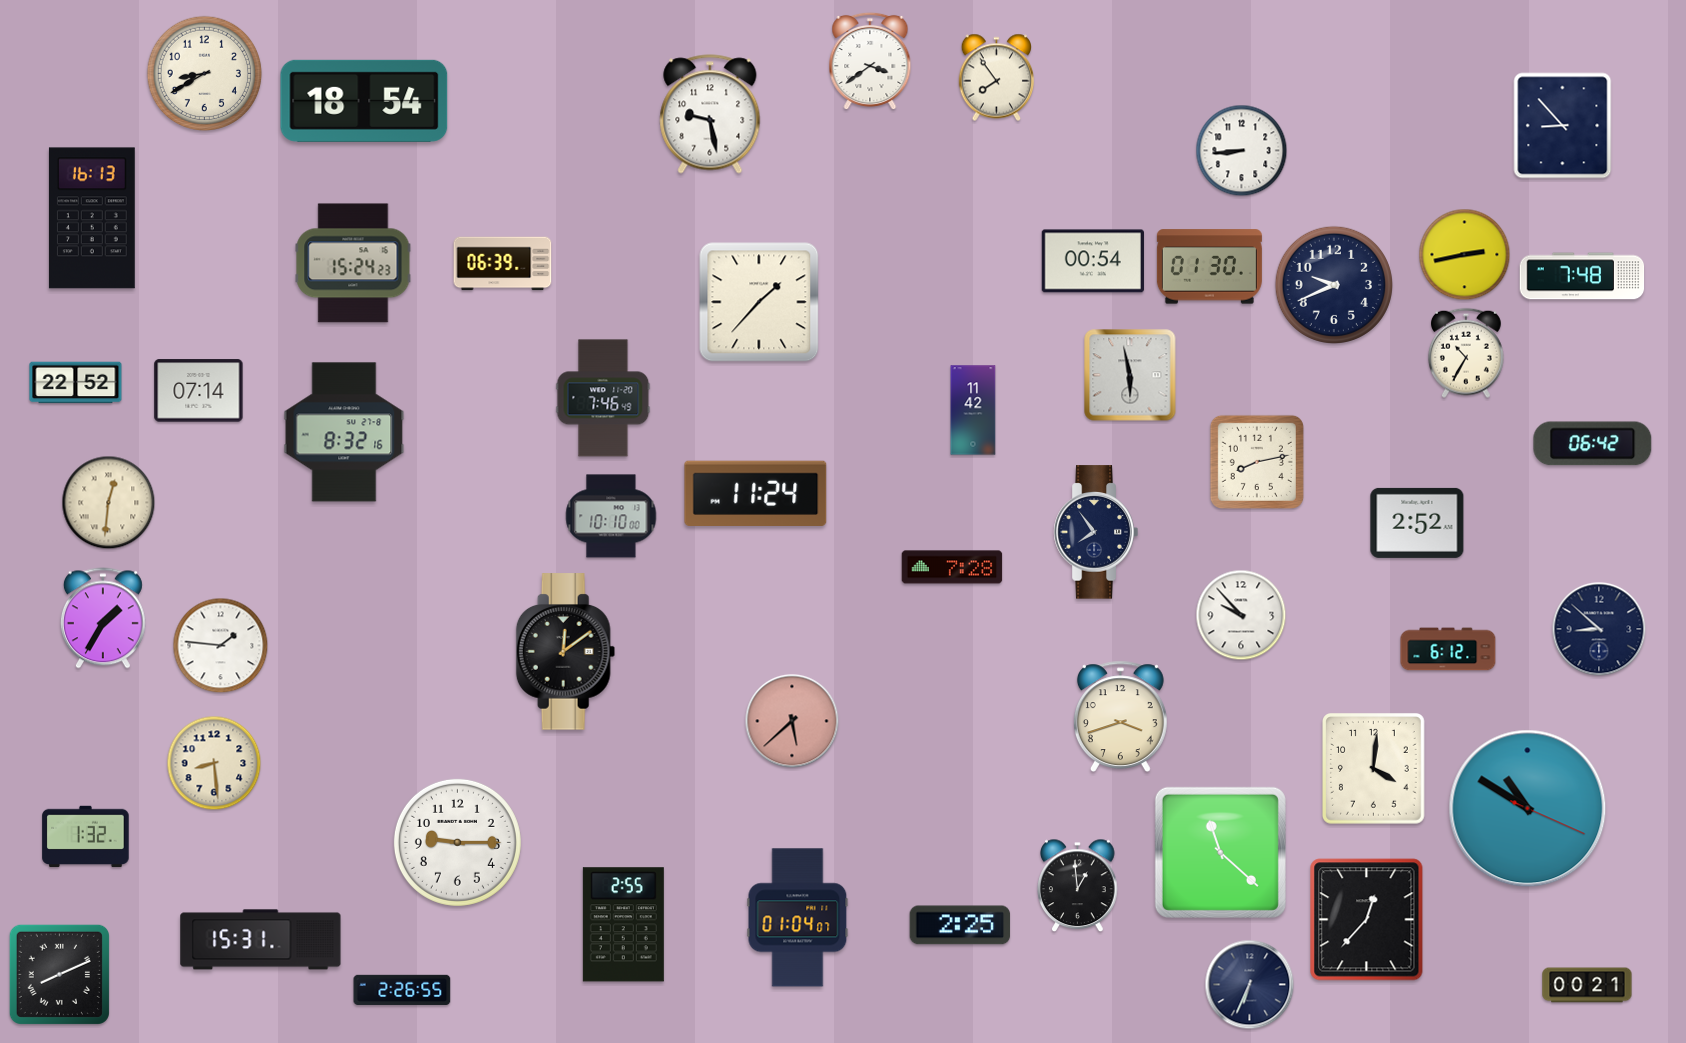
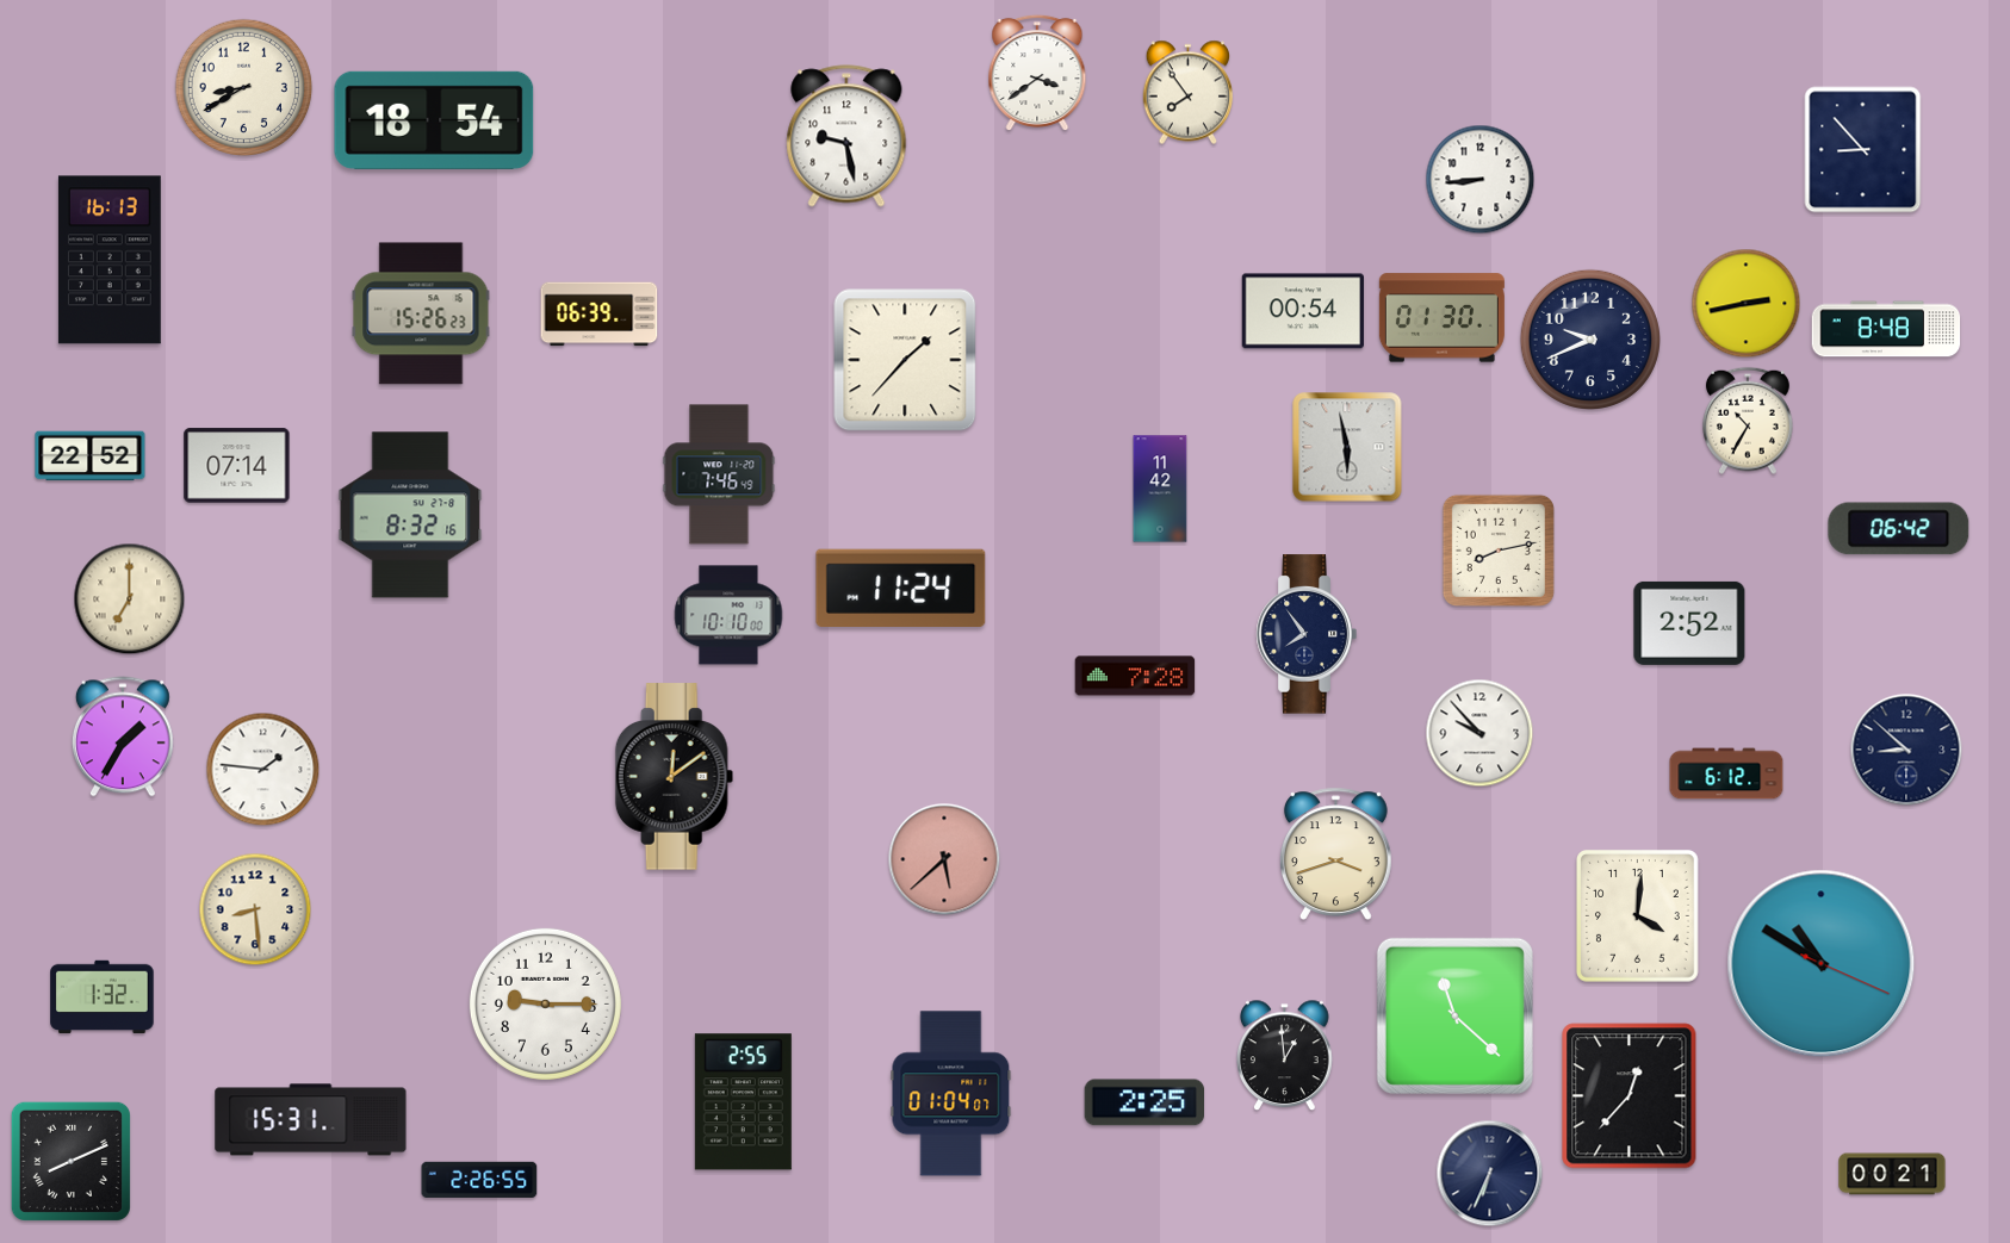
clock at (353, 263): 15:24 -> 15:26
clock at (1582, 276): 7:48 -> 8:48
clock at (109, 503): 12:31 -> 7:00
